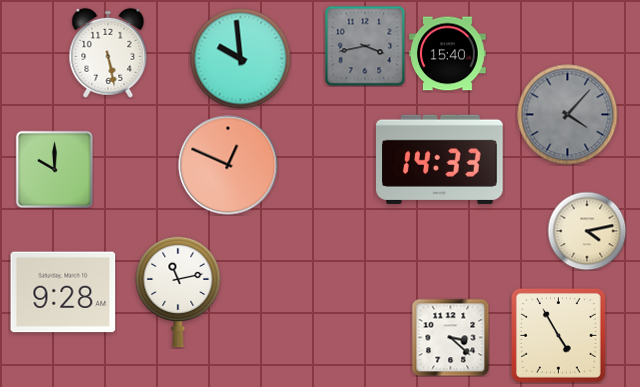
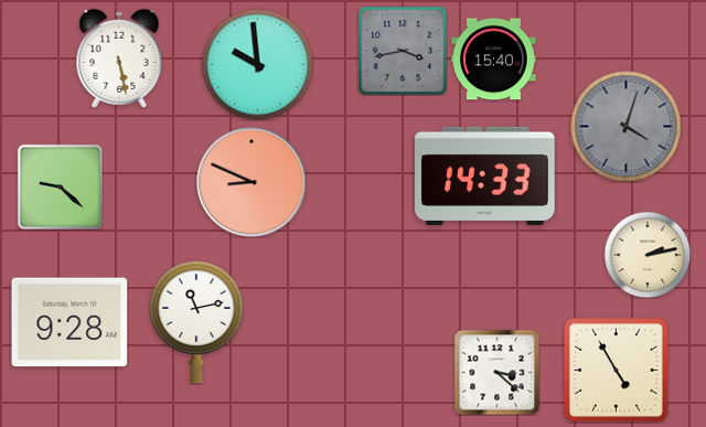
clock at (241, 59) position: (241, 59) -> (258, 65)
clock at (568, 115): 4:07 -> 4:03
clock at (228, 165): 12:49 -> 8:49
clock at (54, 169): 10:00 -> 9:22
clock at (587, 231): 4:13 -> 2:13
